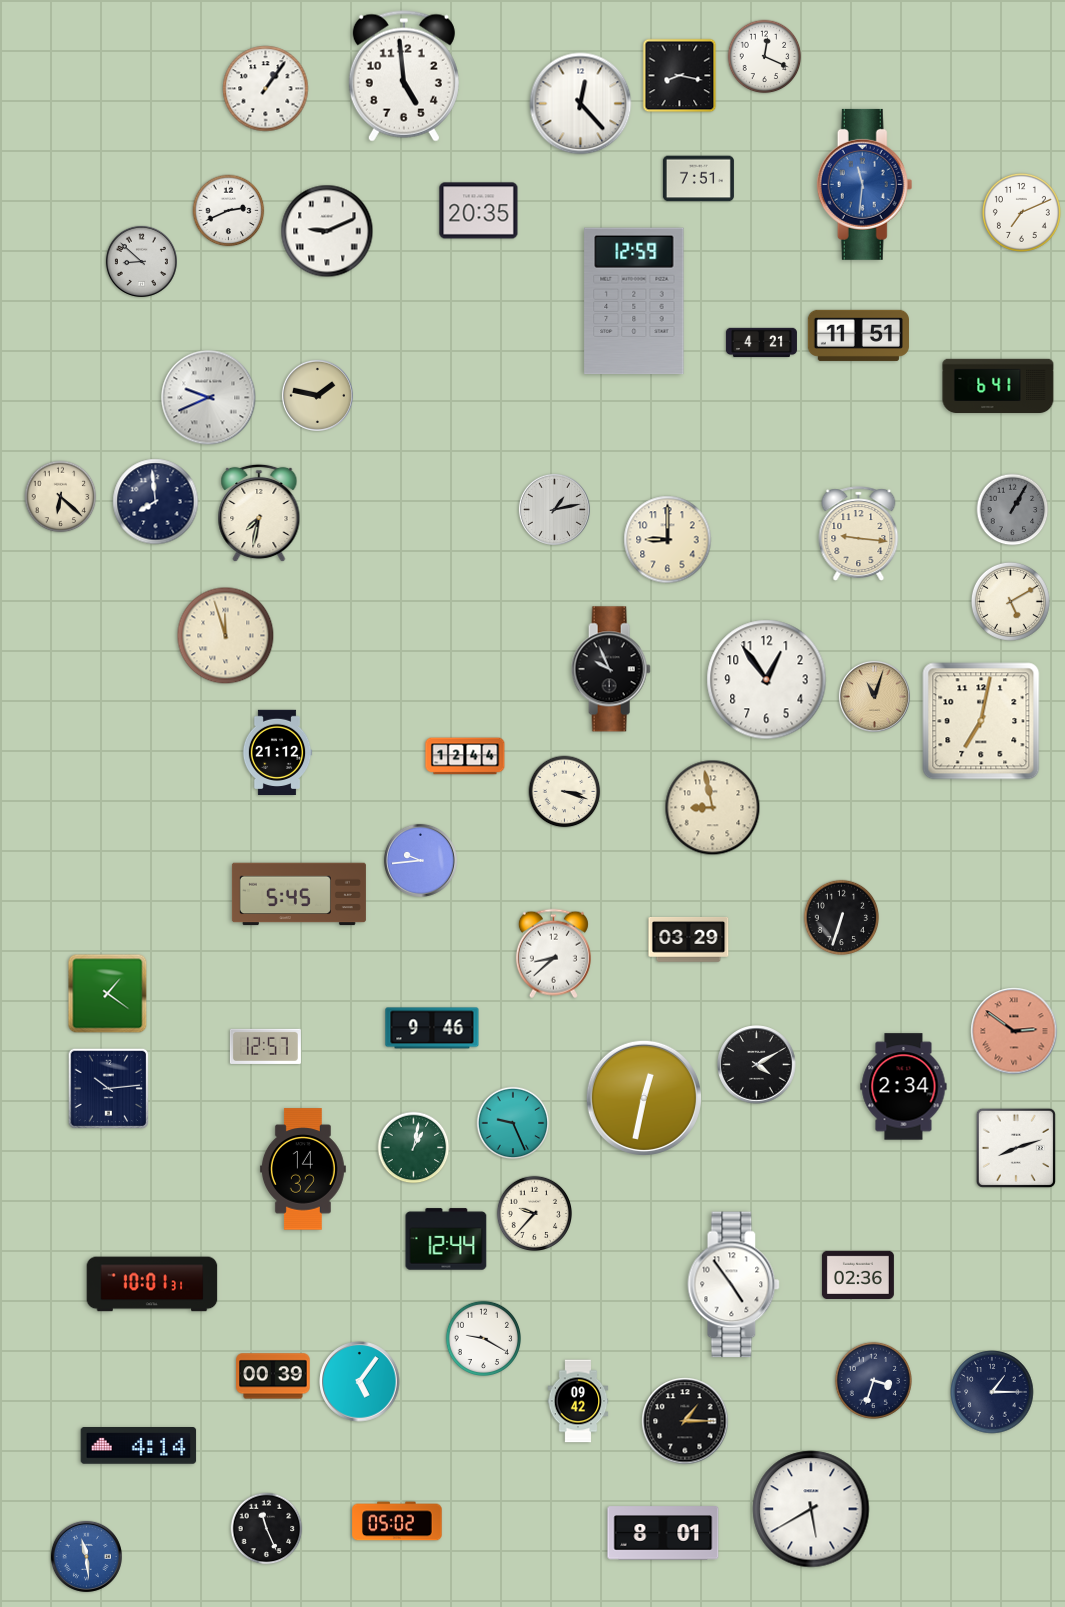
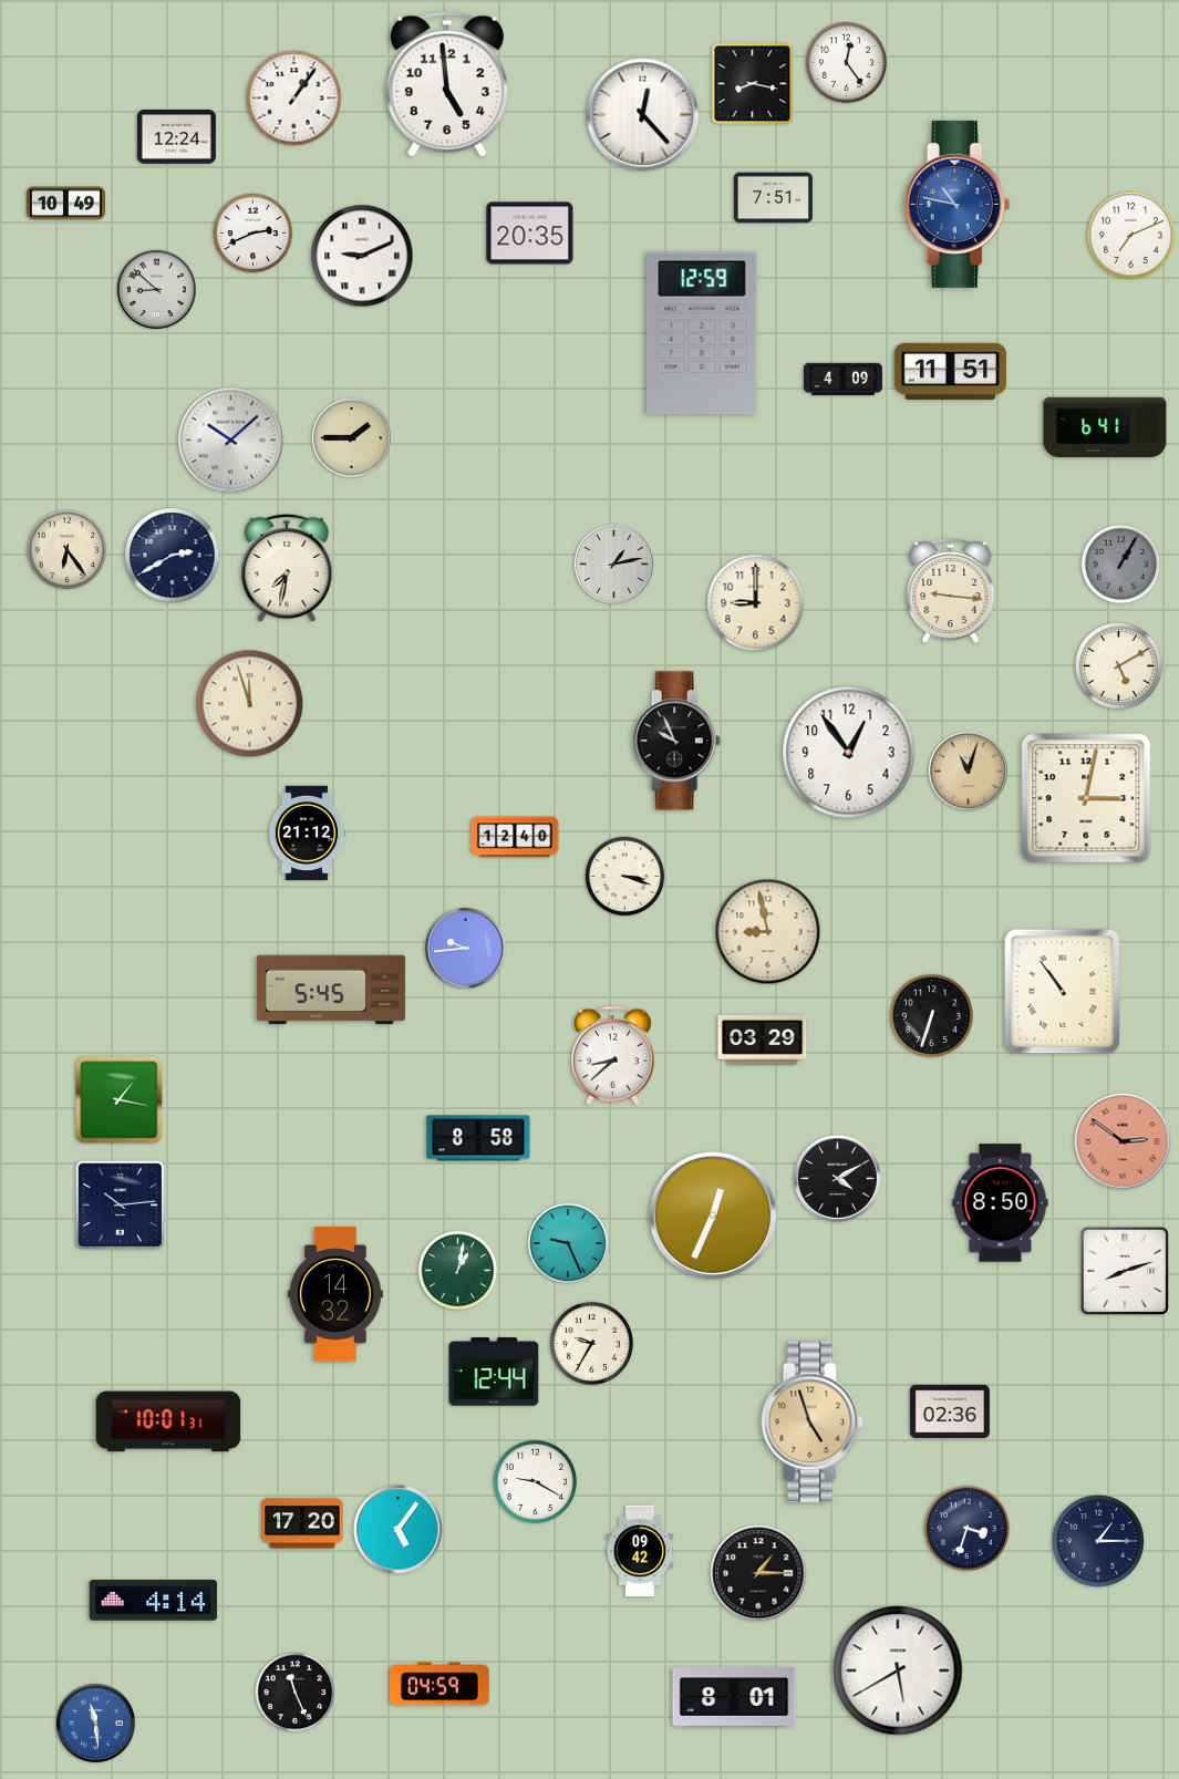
clock at (765, 57): 12:19 -> 12:24
clock at (176, 137): none -> 12:24
clock at (65, 204): none -> 10:49
clock at (865, 184): 11:31 -> 10:47
clock at (761, 343): 4:21 -> 4:09
clock at (317, 395): 1:47 -> 1:45
clock at (209, 398): 9:41 -> 10:08
clock at (61, 497): 6:22 -> 6:24
clock at (156, 502): 7:59 -> 2:40
clock at (668, 540) position: (668, 540) -> (756, 603)
clock at (981, 721): 7:02 -> 3:02
clock at (465, 756): 12:44 -> 12:40
clock at (713, 808) position: (713, 808) -> (768, 932)
clock at (420, 860) position: (420, 860) -> (465, 948)
clock at (1063, 992): none -> 10:54
clock at (108, 994): 1:21 -> 1:17
clock at (432, 1028): 9:46 -> 8:58
clock at (265, 1046): 12:57 -> none
clock at (904, 1087): 2:34 -> 8:50
clock at (644, 1098): 12:32 -> 12:34
clock at (534, 1213): 9:37 -> 9:35
clock at (734, 1285): 4:54 -> 4:57
clock at (734, 1285) dial: white -> champagne
clock at (273, 1376): 00:39 -> 17:20
clock at (397, 1521): 05:02 -> 04:59
